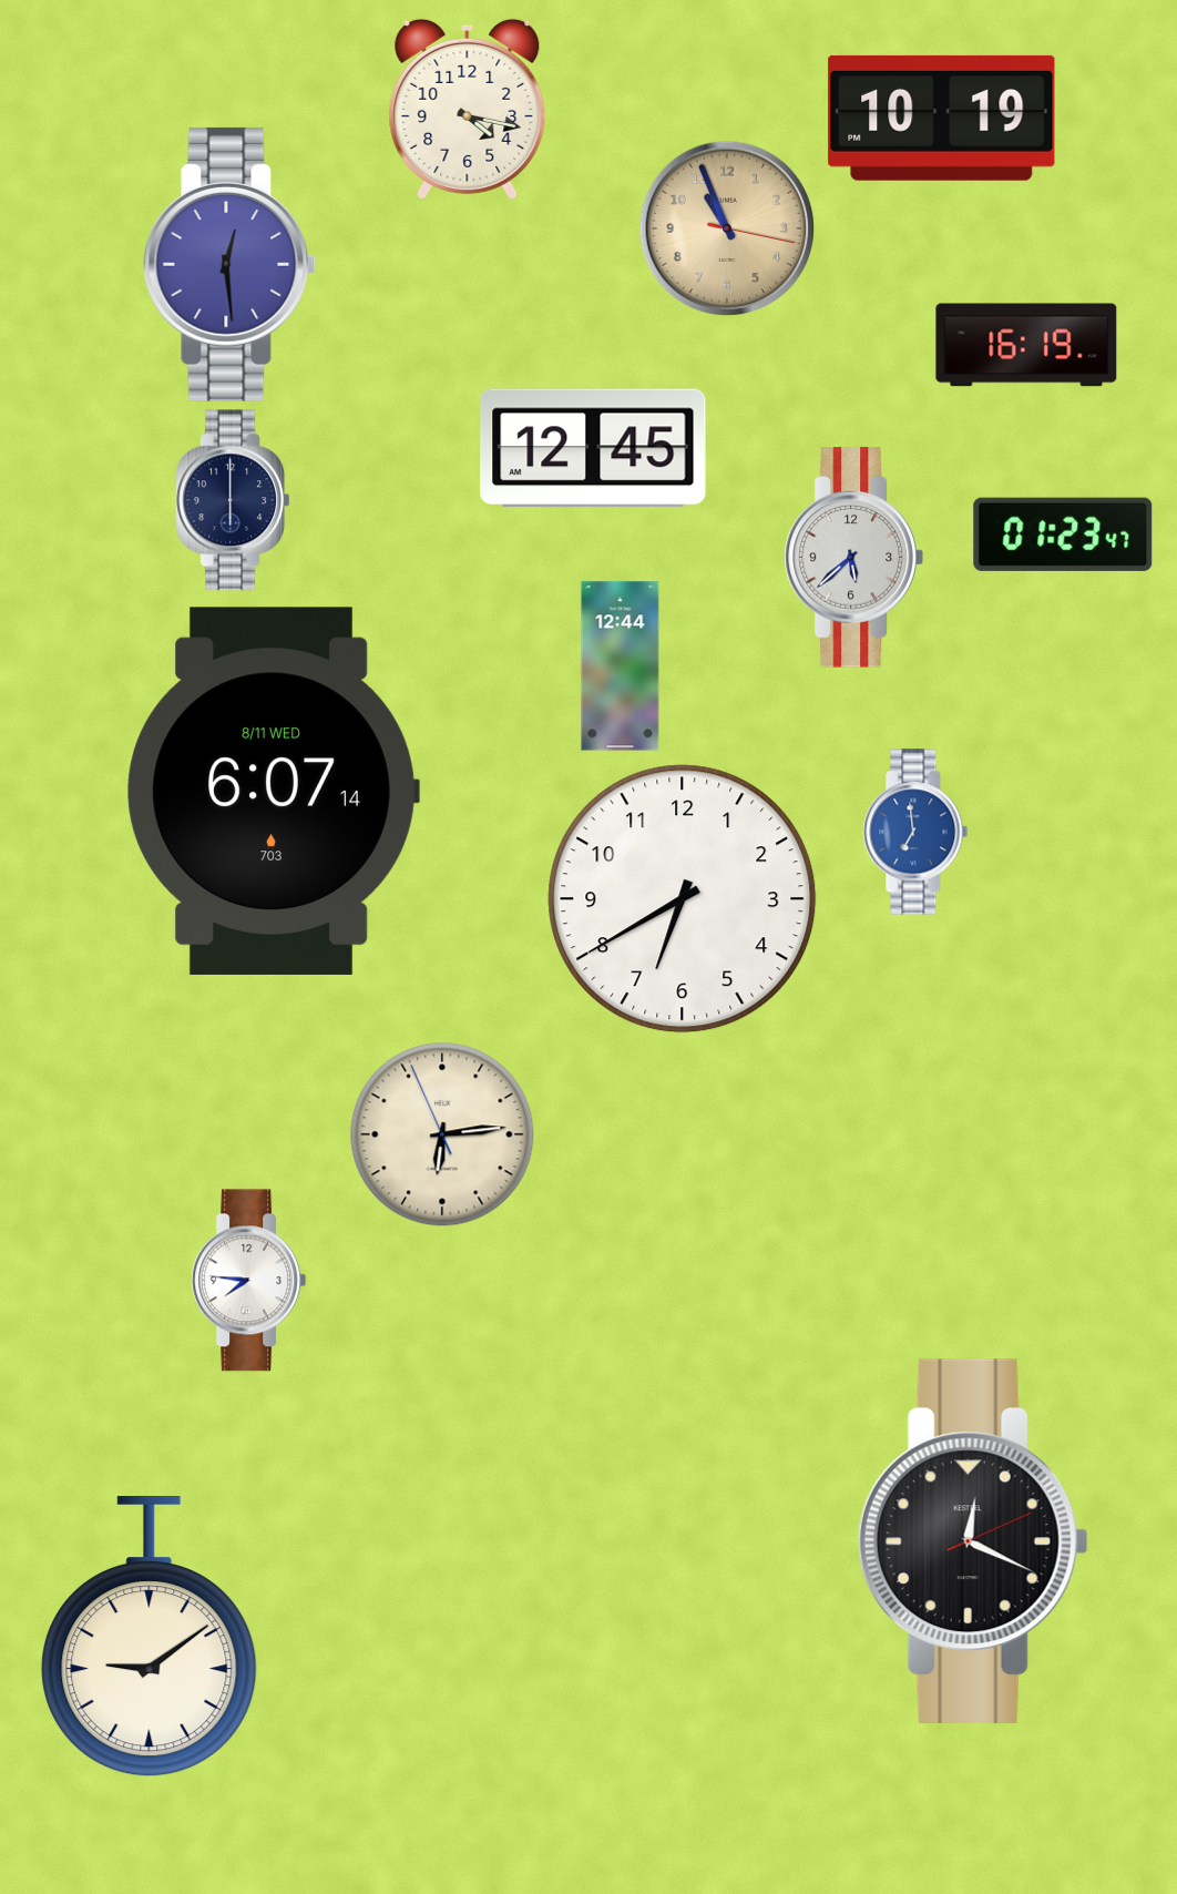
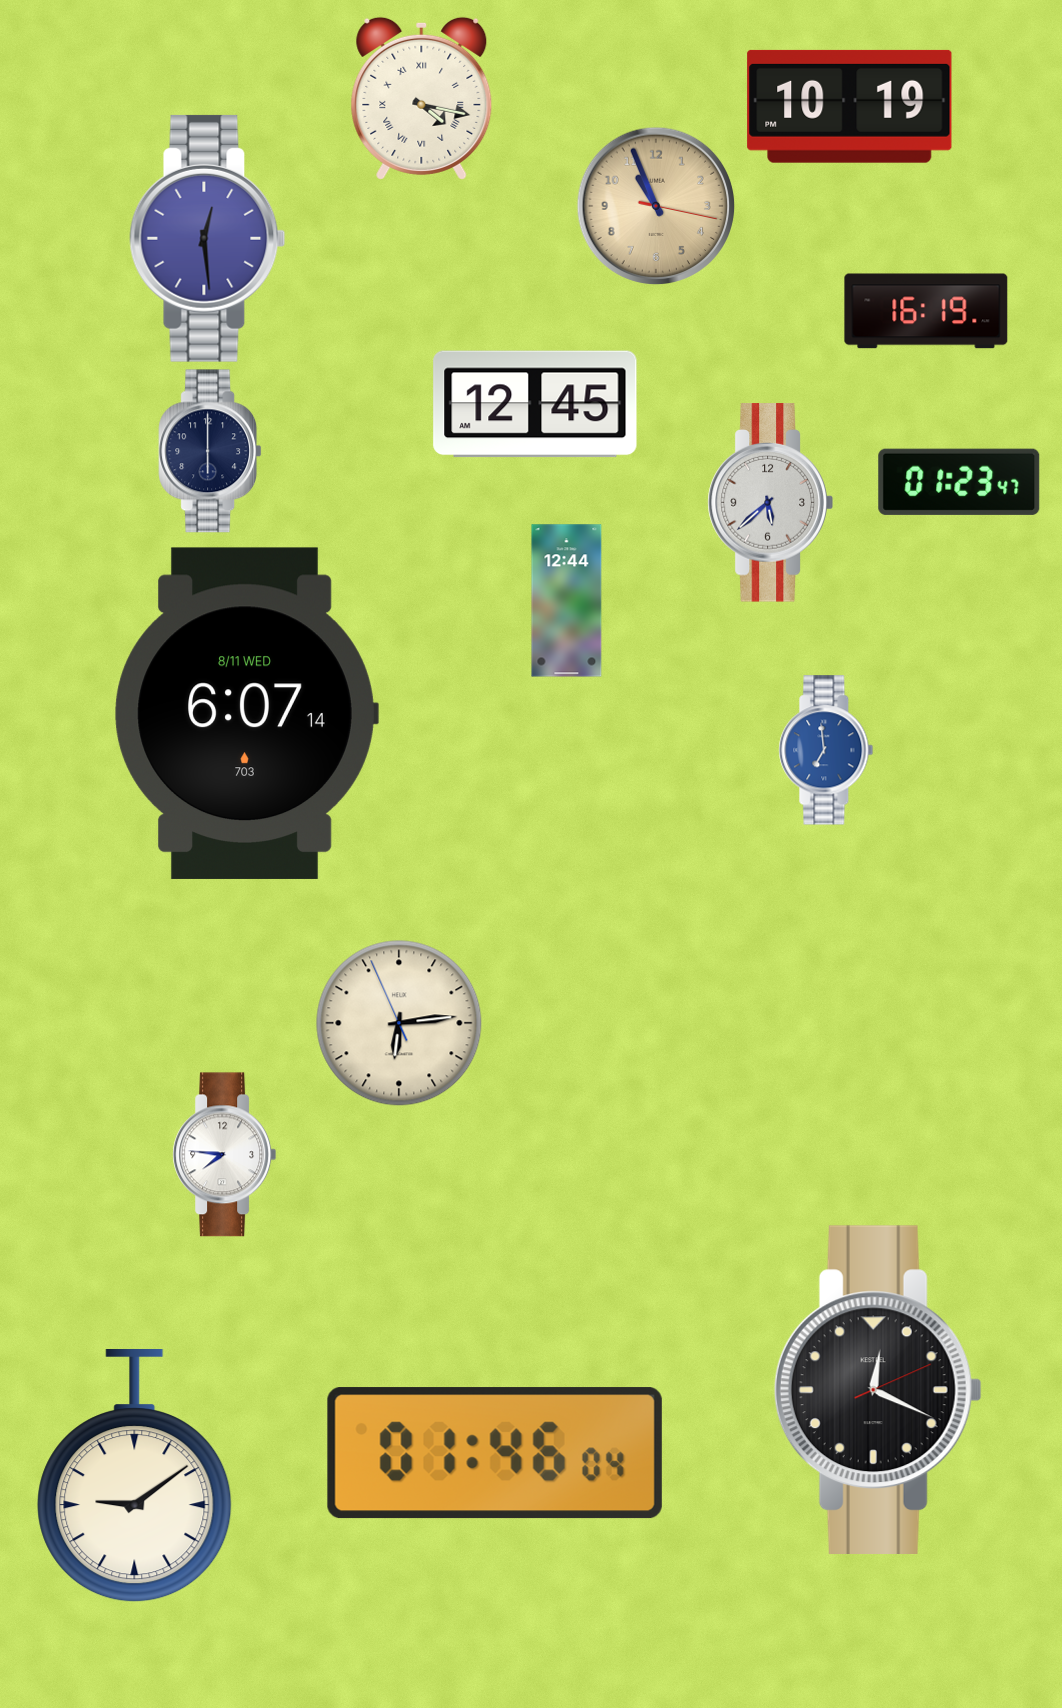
clock at (468, 109) numerals: Arabic -> Roman
clock at (621, 666) position: (621, 666) -> (567, 601)
clock at (683, 899): 6:40 -> none
clock at (495, 1453): none -> 01:46
